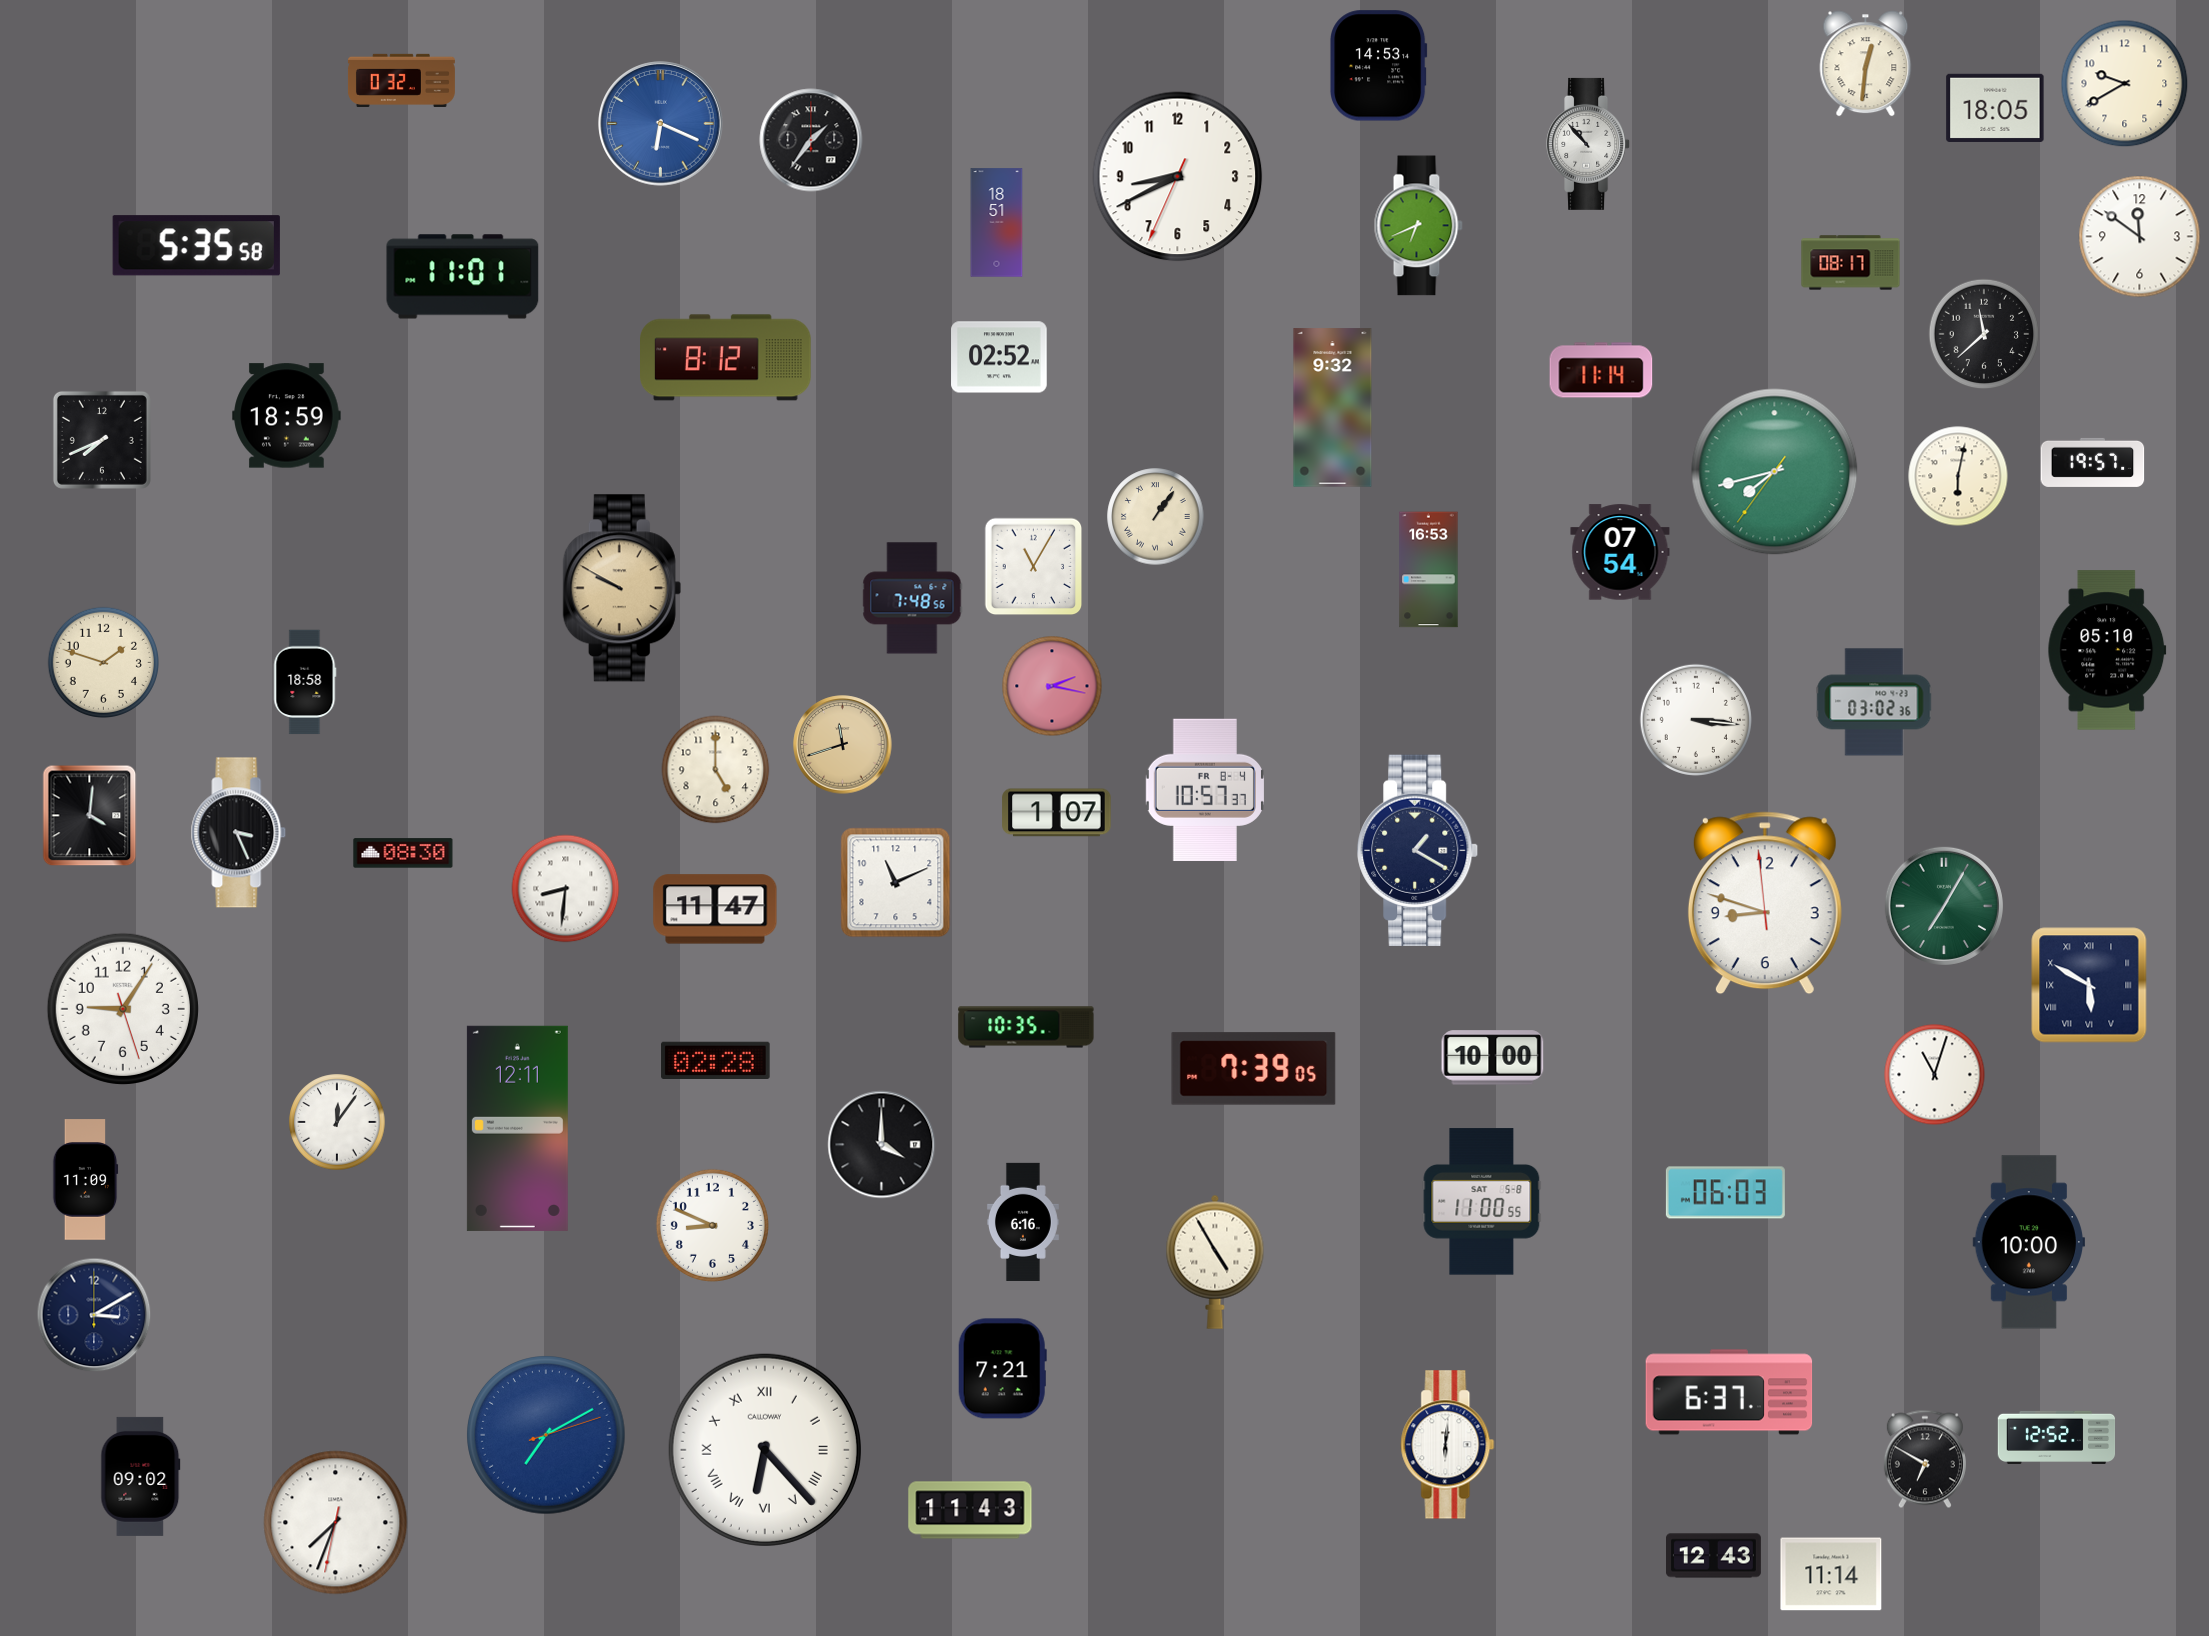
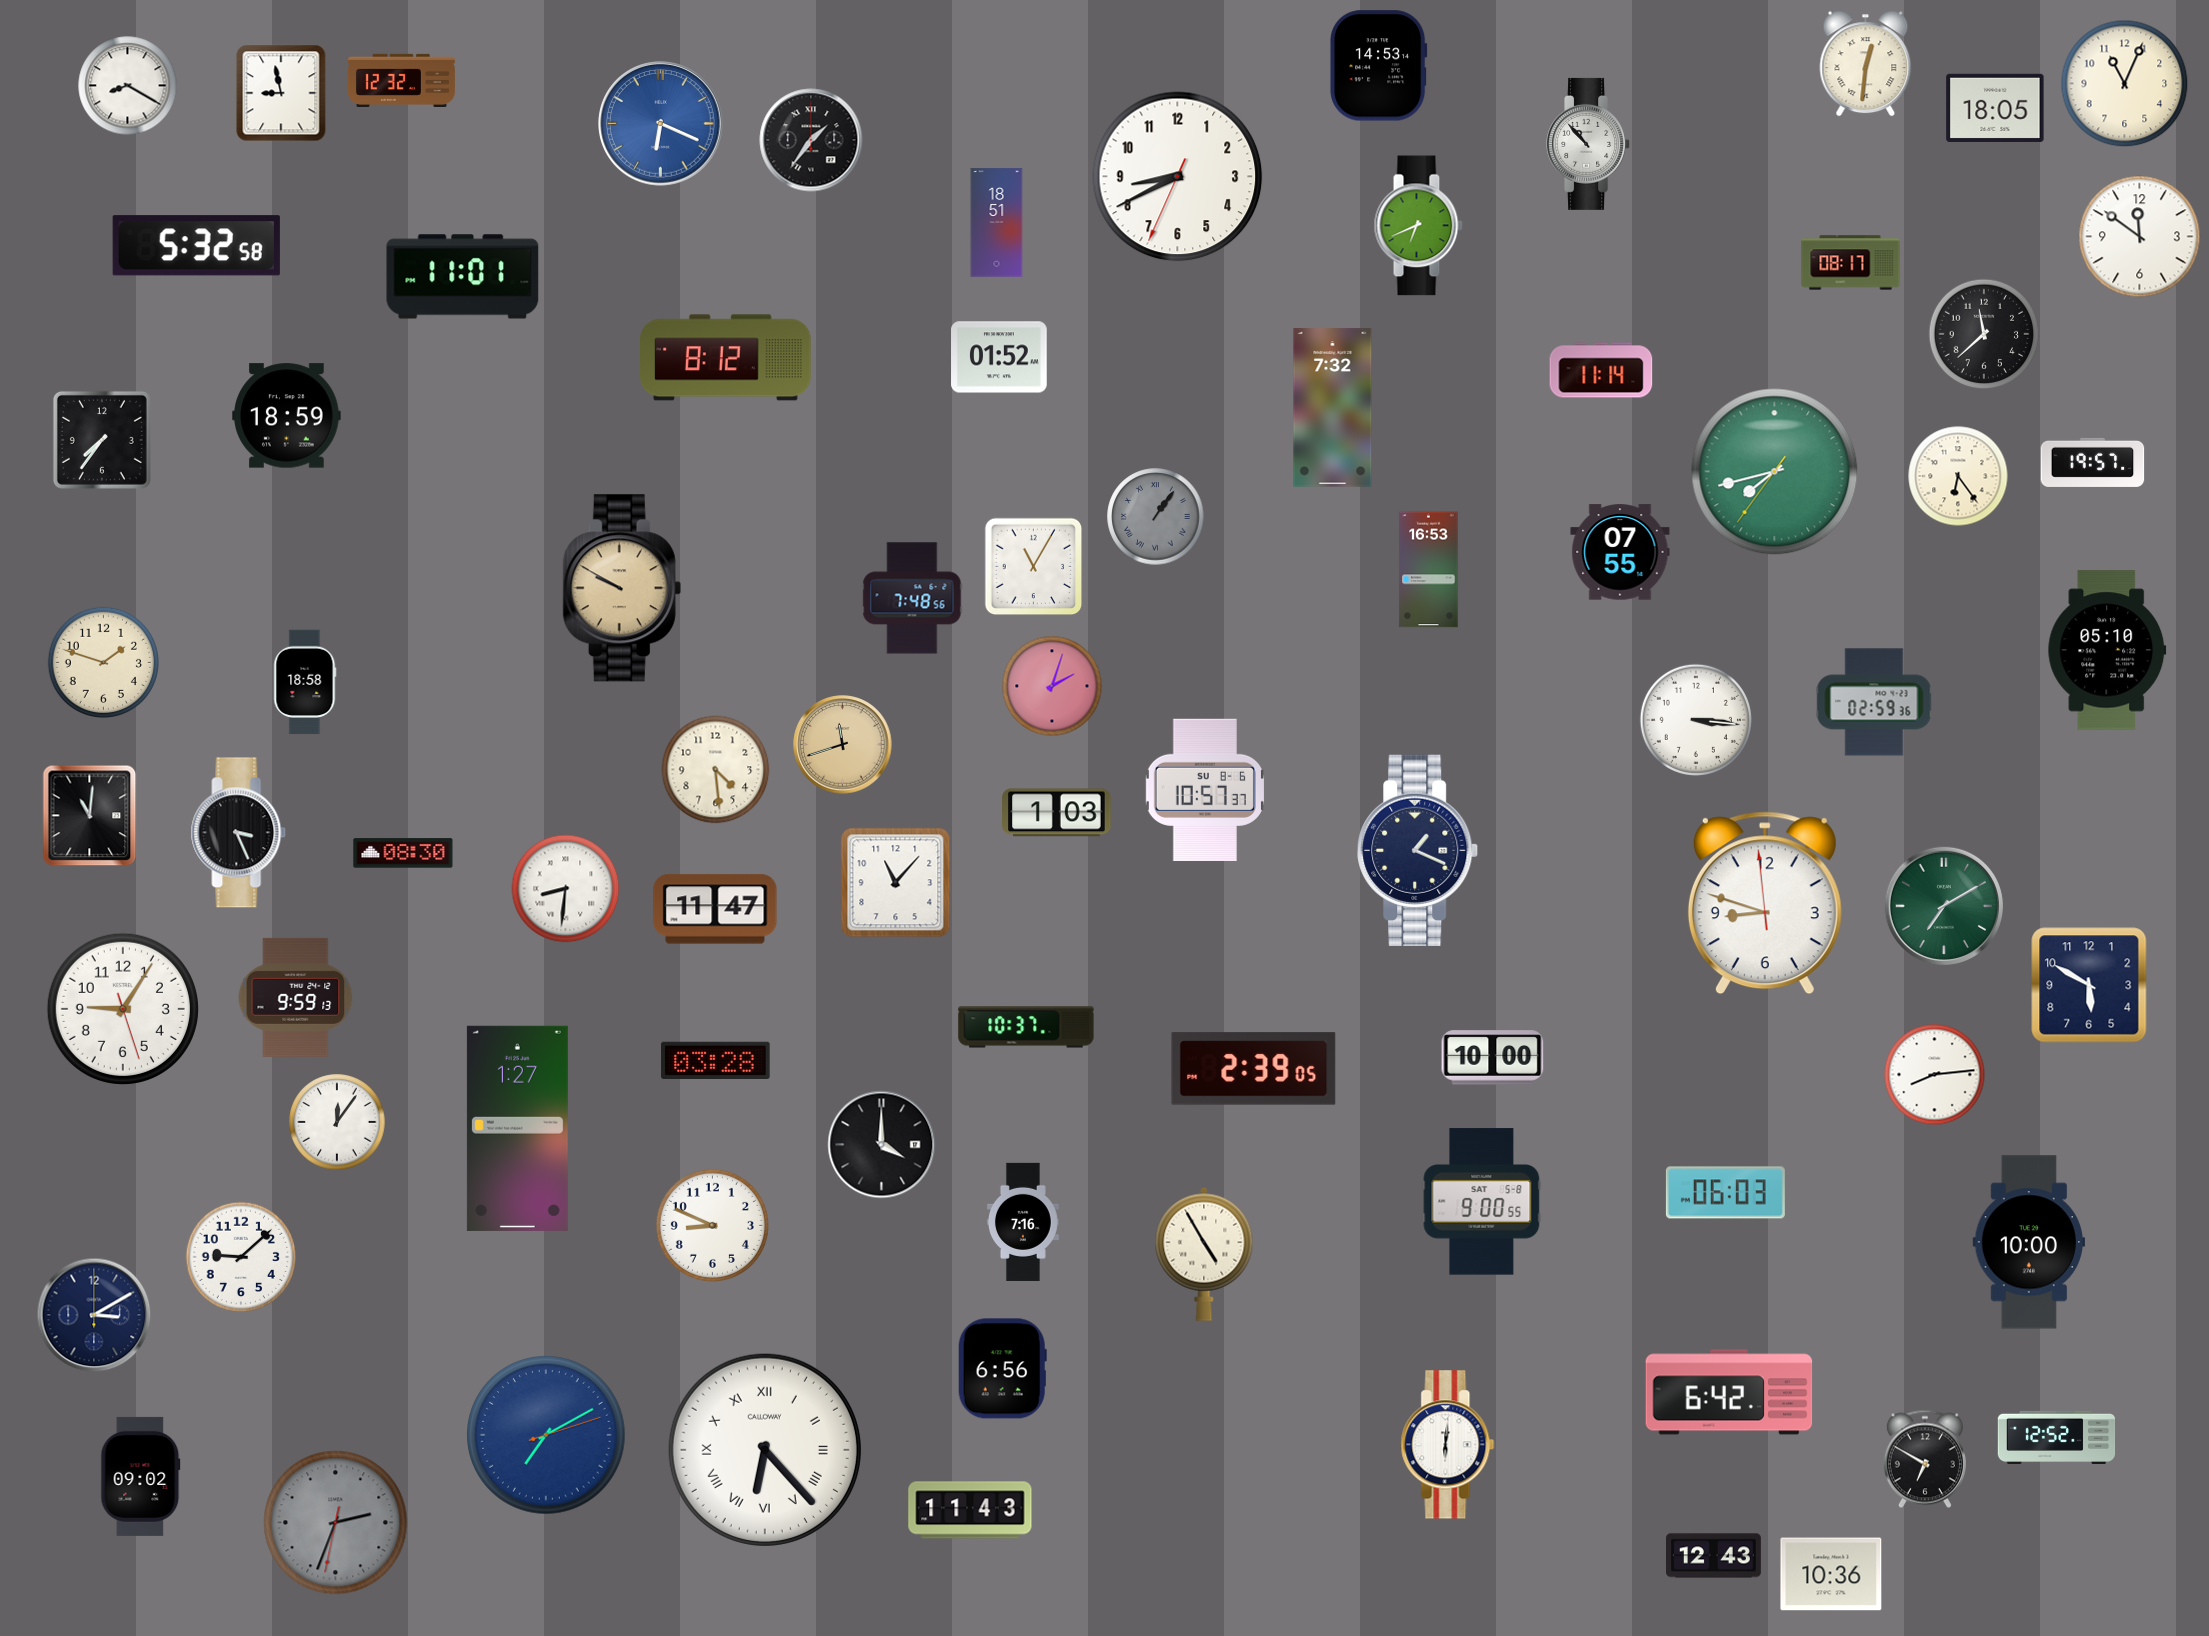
clock at (401, 80): 0:32 -> 12:32
clock at (2125, 84): 9:40 -> 11:04
clock at (128, 86): none -> 8:20
clock at (281, 93): none -> 8:58
clock at (196, 246): 5:35 -> 5:32
clock at (999, 357): 02:52 -> 01:52
clock at (1333, 408): 9:32 -> 7:32
clock at (102, 440): 7:41 -> 7:36
clock at (1958, 476): 6:02 -> 6:24
clock at (1156, 517) dial: cream -> grey
clock at (1620, 552): 07:54 -> 07:55
clock at (1052, 686): 2:17 -> 2:03
clock at (1874, 702): 03:02 -> 02:59
clock at (716, 770): 5:00 -> 4:29
clock at (1205, 789) date: FR 8-4 -> SU 8-6
clock at (1057, 813): 1:07 -> 1:03
clock at (90, 816): 4:01 -> 11:01
clock at (1418, 850): 1:20 -> 1:19
clock at (896, 883): 11:11 -> 11:07
clock at (1944, 906): 7:05 -> 7:10
clock at (2089, 985) numerals: Roman -> Arabic
clock at (296, 997): none -> 9:59
clock at (1026, 1027): 10:35 -> 10:37
clock at (716, 1060): 02:28 -> 03:28
clock at (1254, 1069): 7:39 -> 2:39
clock at (1935, 1075): 11:03 -> 8:14
clock at (517, 1128): 12:11 -> 1:27
clock at (85, 1180): 11:09 -> none
clock at (1482, 1202): 11:00 -> 9:00
clock at (1023, 1222): 6:16 -> 7:16
clock at (241, 1257): none -> 9:08
clock at (1215, 1262) position: (1215, 1262) -> (1204, 1254)
clock at (1002, 1369): 7:21 -> 6:56
clock at (1729, 1392): 6:37 -> 6:42
clock at (336, 1523): 7:33 -> 2:33
clock at (336, 1523) dial: white -> grey
clock at (1831, 1574): 11:14 -> 10:36
